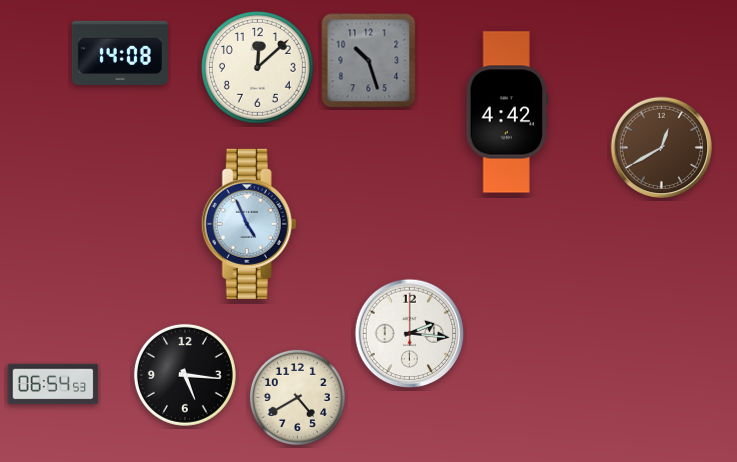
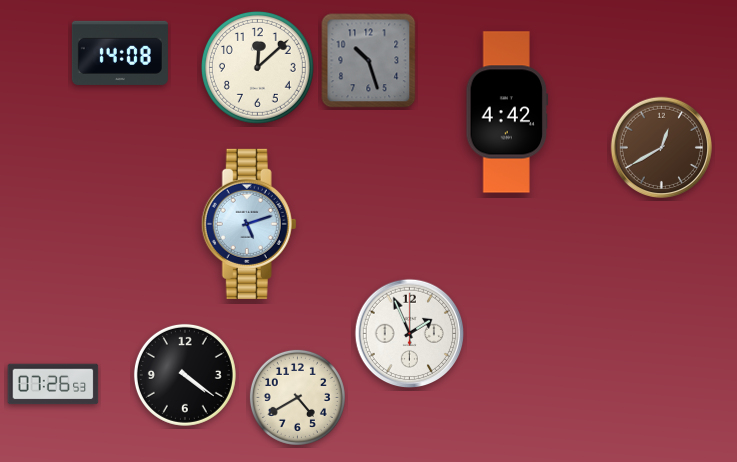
clock at (249, 224): 4:56 -> 5:12
clock at (410, 334): 2:16 -> 1:56
clock at (185, 375): 5:16 -> 4:21
clock at (53, 384): 06:54 -> 07:26
